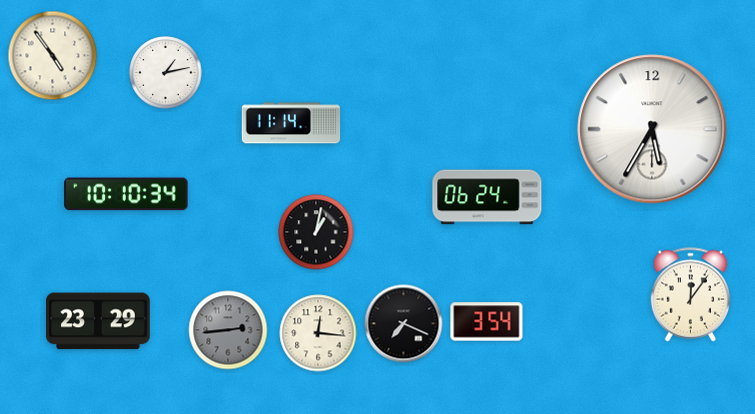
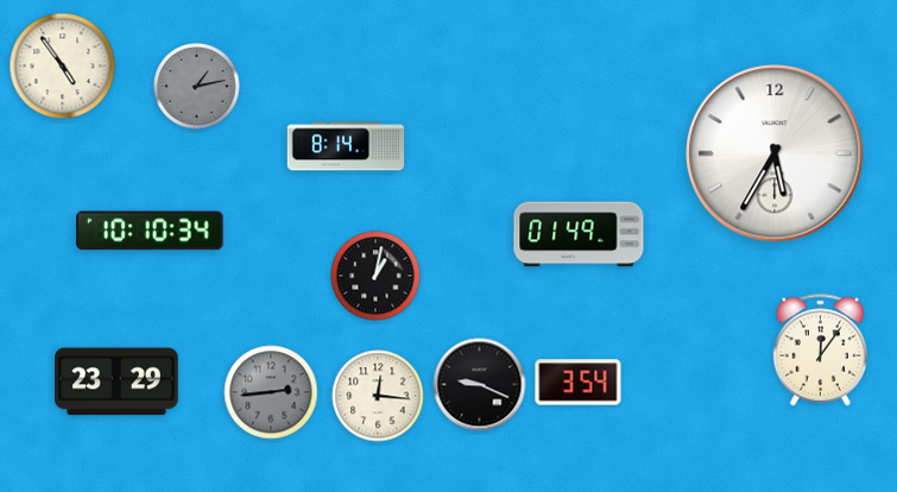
clock at (166, 73) dial: white -> grey
clock at (291, 123): 11:14 -> 8:14
clock at (487, 197): 06:24 -> 01:49
clock at (404, 324): 7:19 -> 9:19
